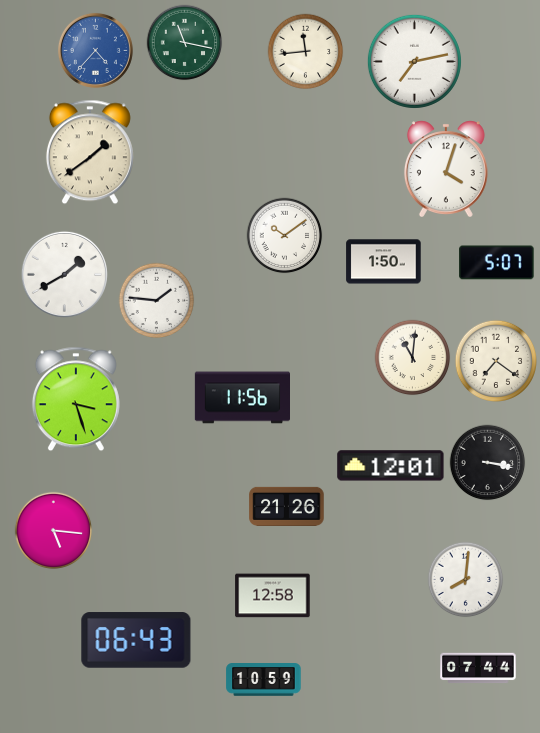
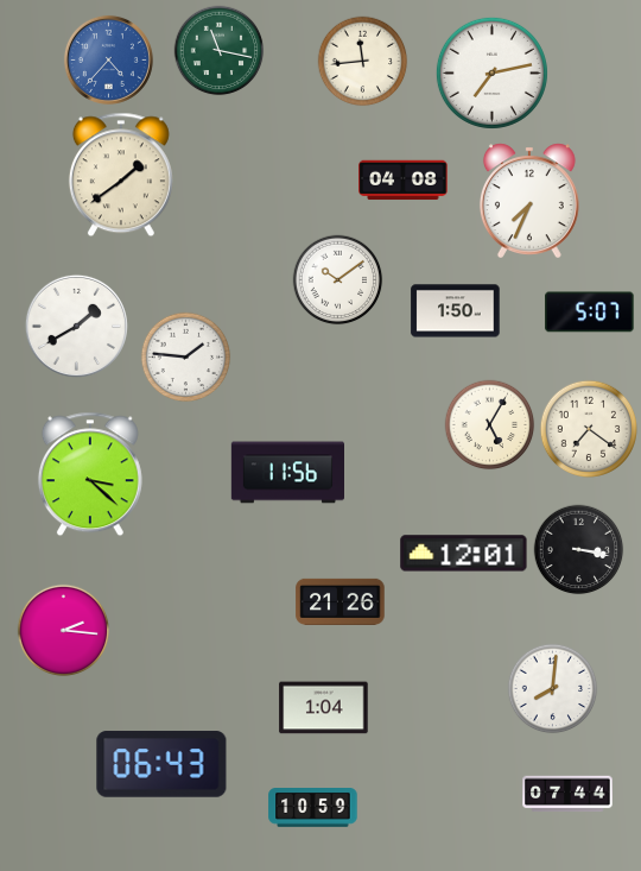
clock at (95, 50) position: (95, 50) -> (108, 59)
clock at (90, 152) position: (90, 152) -> (121, 175)
clock at (404, 181): none -> 04:08
clock at (446, 168): 4:03 -> 7:34
clock at (413, 358): 11:01 -> 5:05
clock at (76, 399): 3:27 -> 3:22
clock at (54, 531): 5:16 -> 2:16
clock at (273, 596): 12:58 -> 1:04
clock at (136, 640) position: (136, 640) -> (161, 764)
